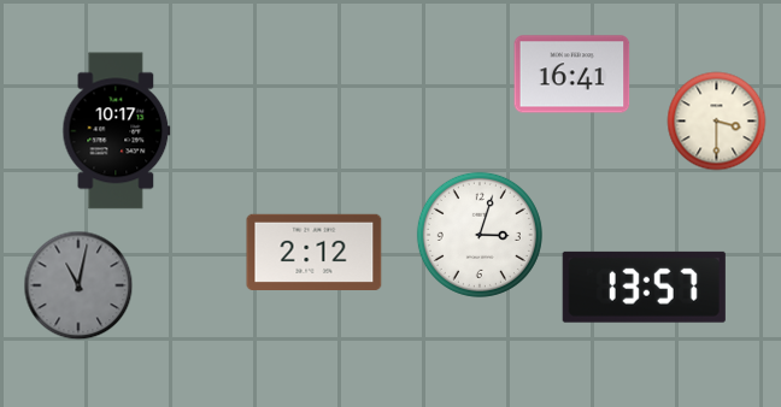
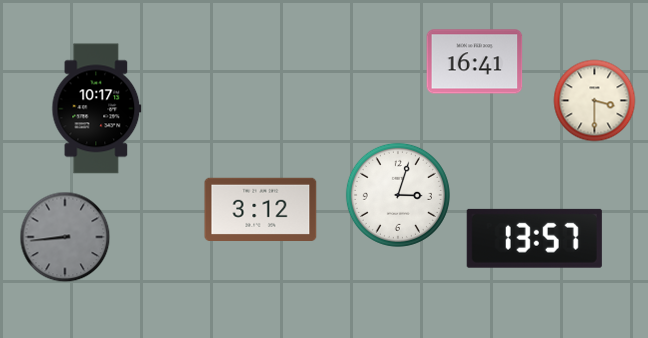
clock at (315, 252): 2:12 -> 3:12
clock at (78, 285): 11:02 -> 8:44
